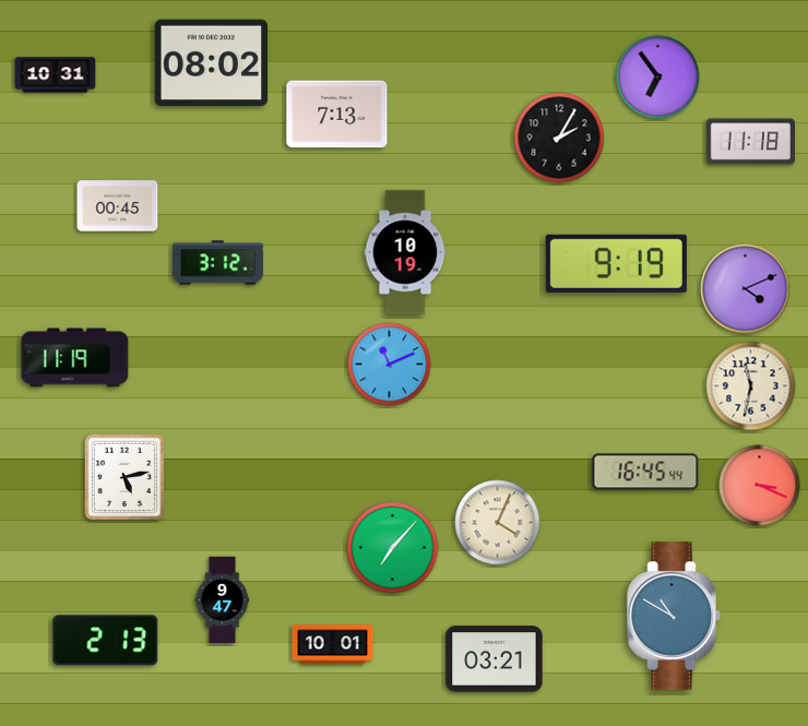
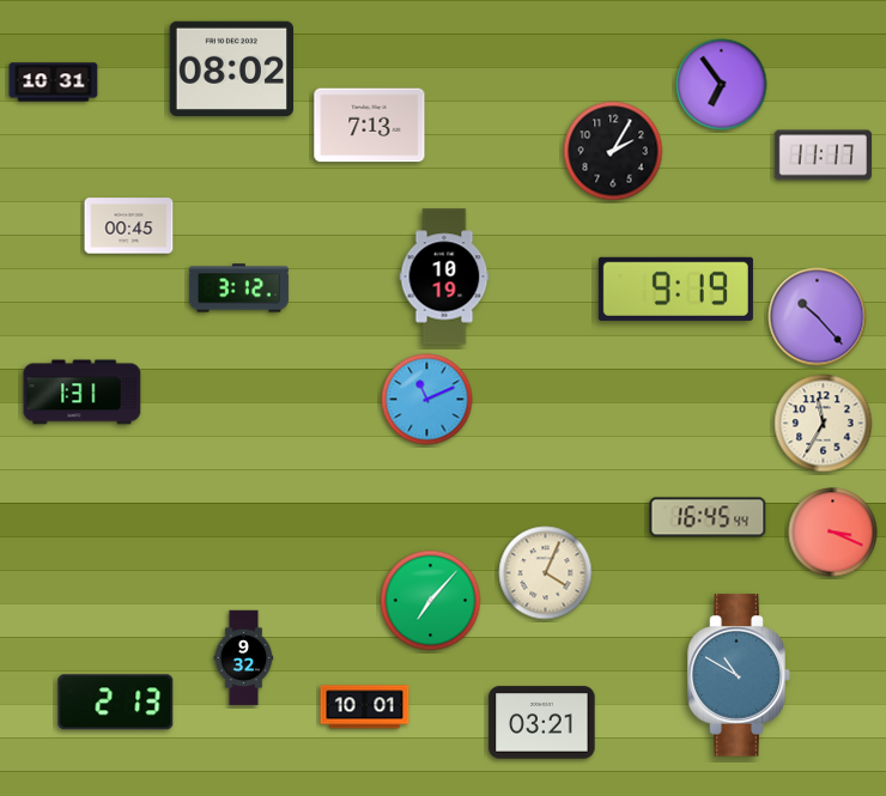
clock at (56, 75) position: (56, 75) -> (54, 83)
clock at (750, 142): 11:18 -> 11:17
clock at (746, 289): 4:11 -> 10:23
clock at (75, 358): 11:19 -> 1:31
clock at (751, 386): 11:32 -> 11:35
clock at (124, 477): 5:13 -> none
clock at (223, 600): 9:47 -> 9:32
